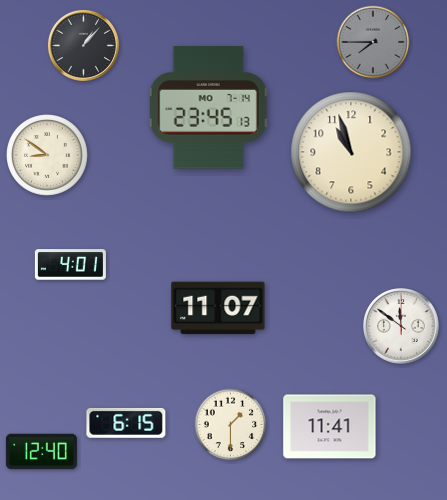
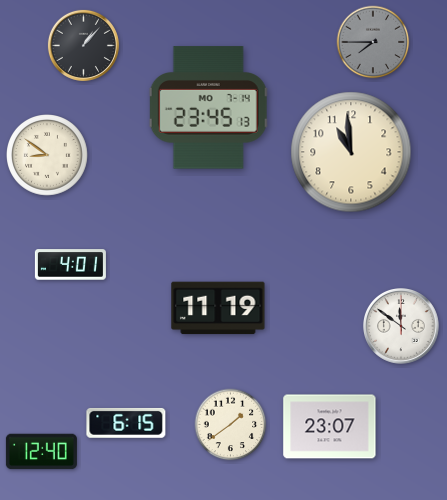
clock at (351, 152): 10:57 -> 10:59
clock at (218, 308): 11:07 -> 11:19
clock at (231, 425): 1:30 -> 1:39
clock at (330, 427): 11:41 -> 23:07
